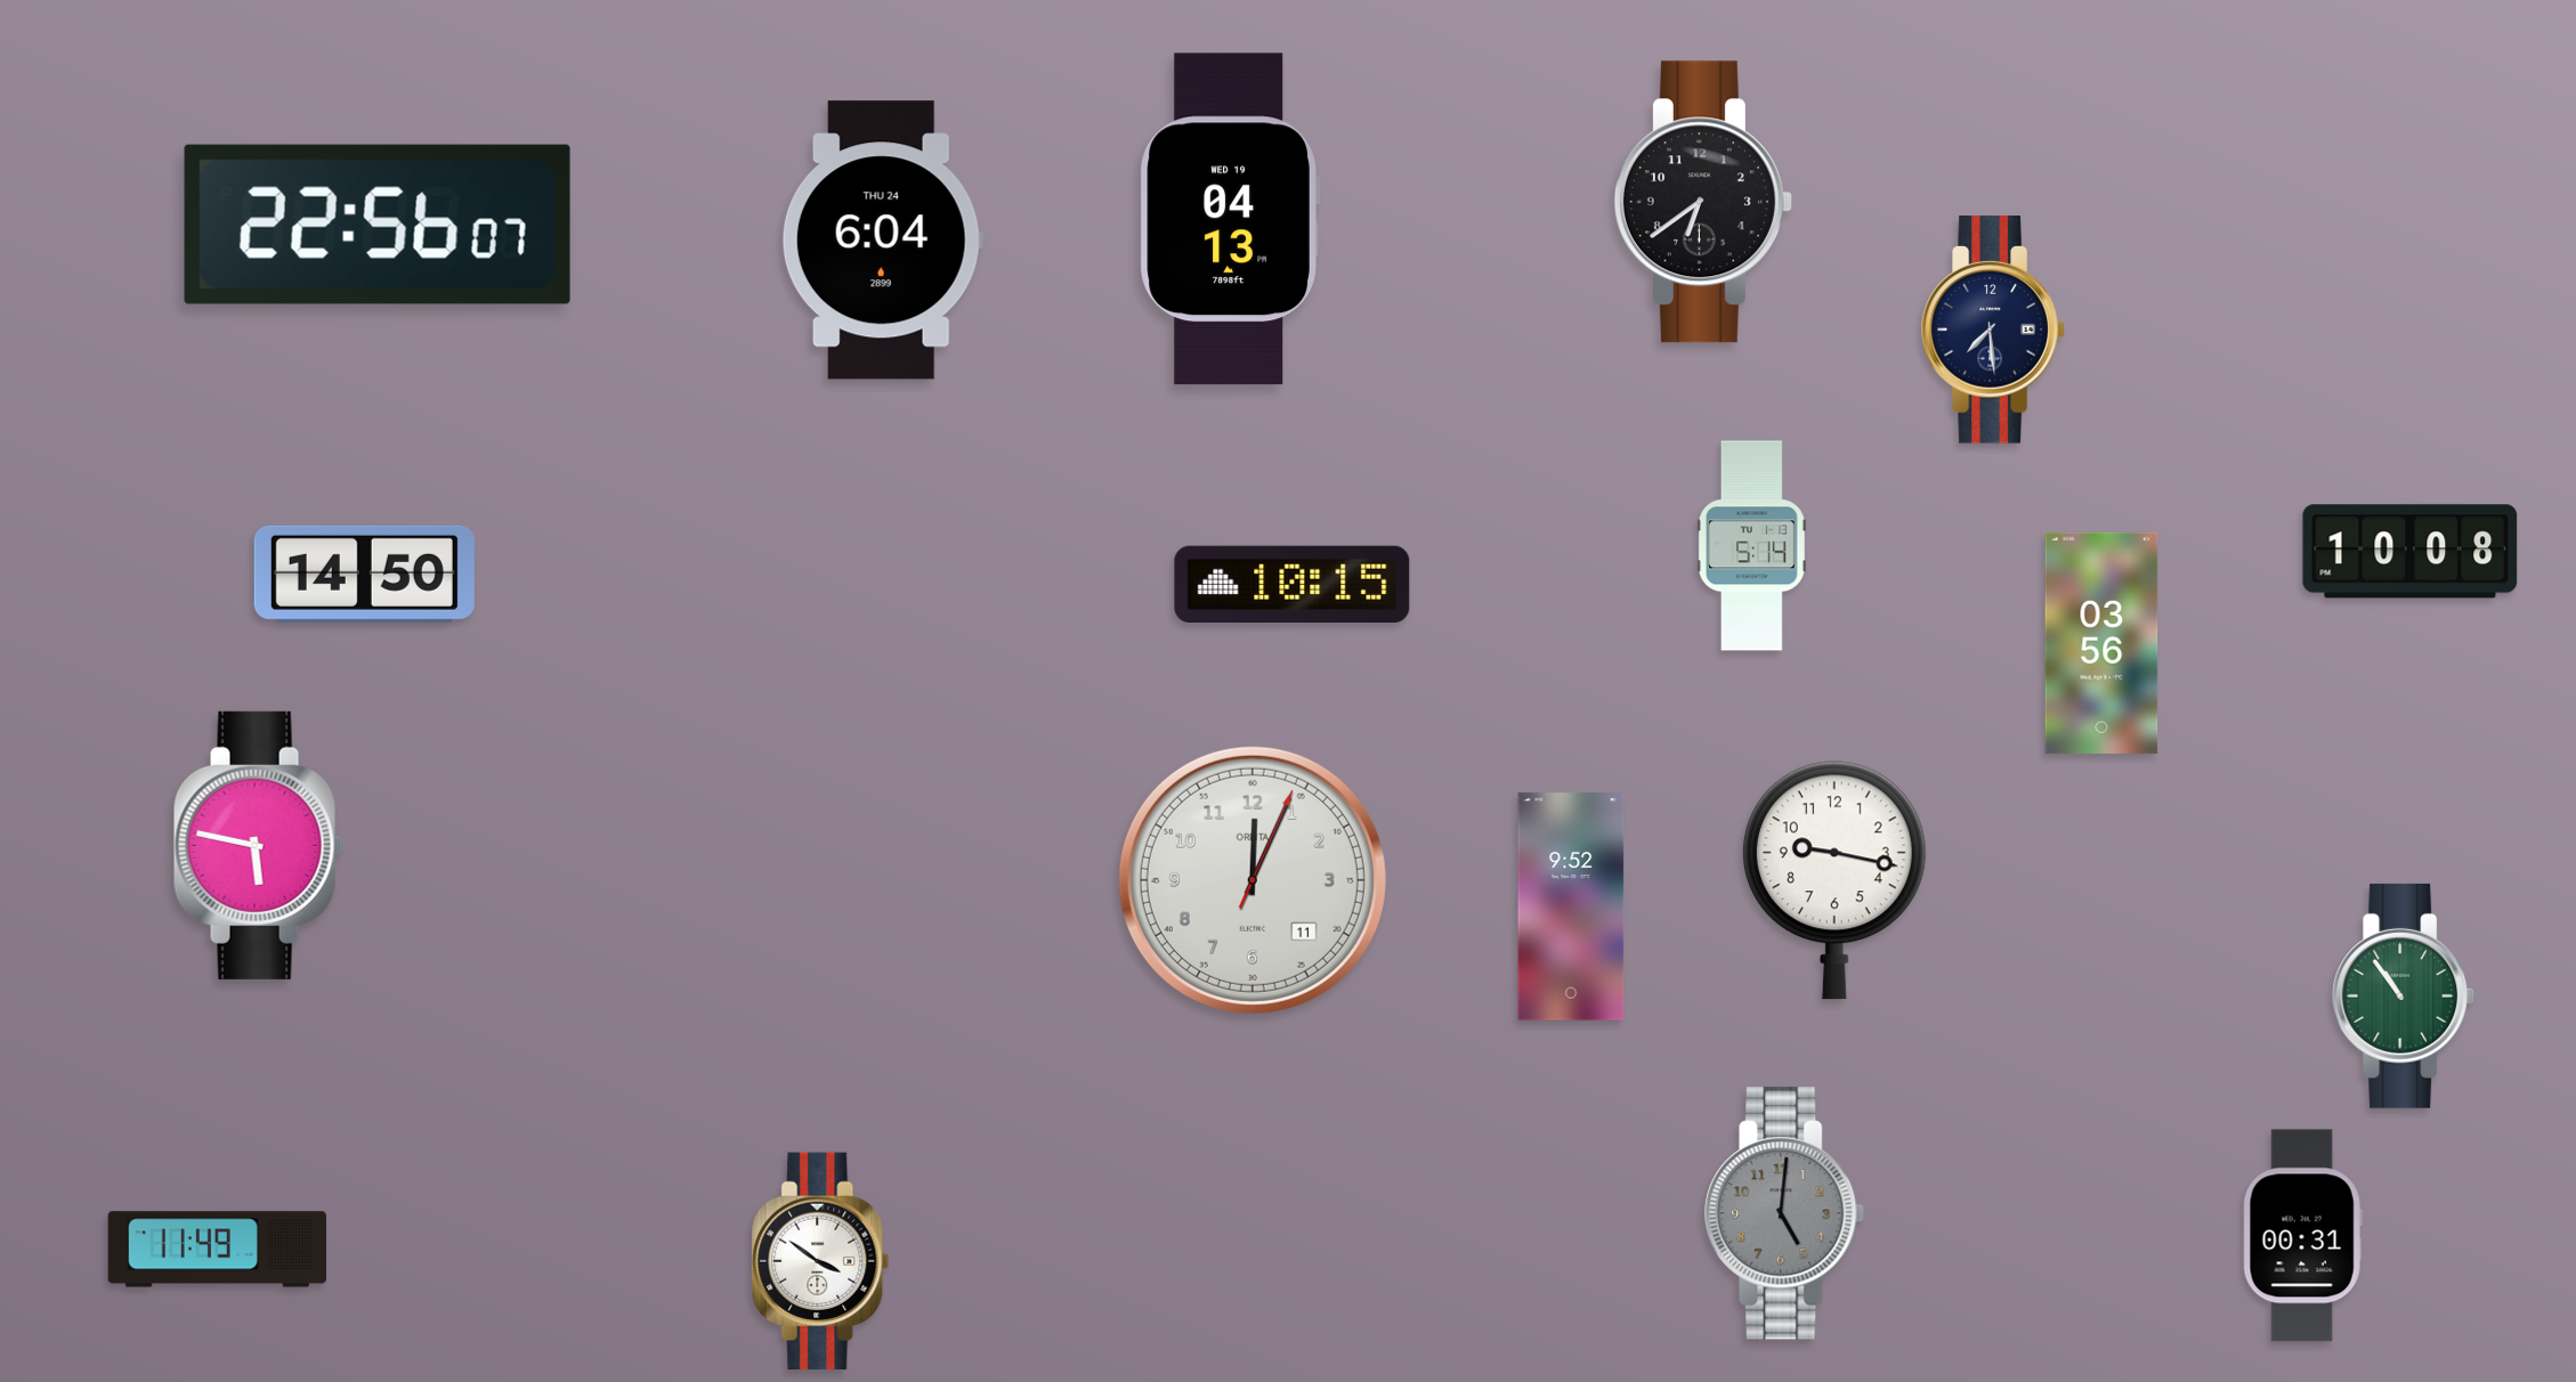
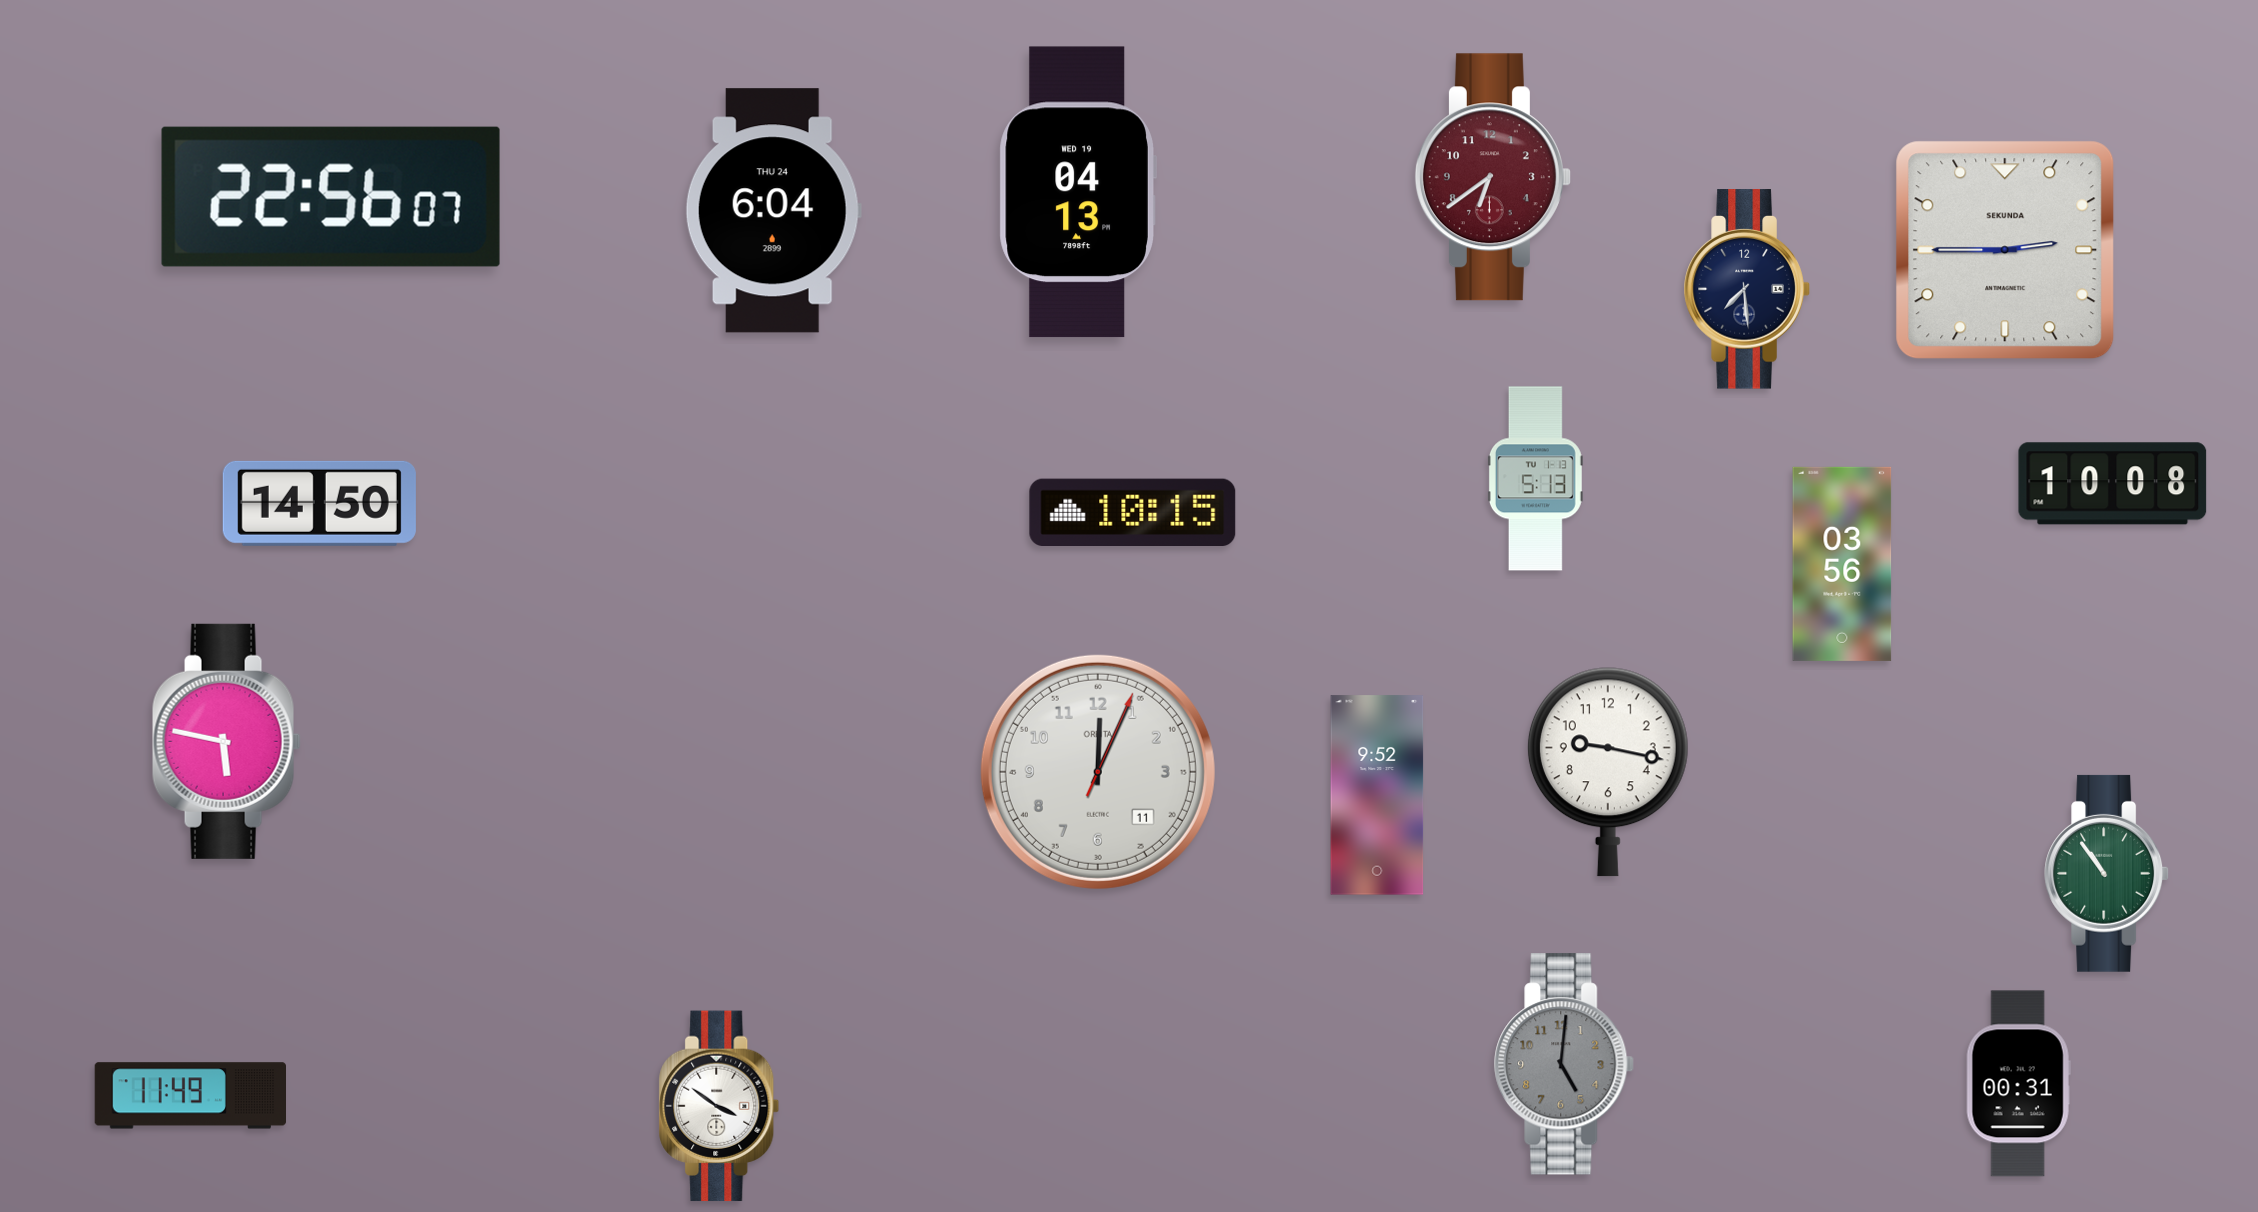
clock at (1703, 202) dial: black -> burgundy
clock at (2005, 250): none -> 2:45
clock at (1751, 546): 5:14 -> 5:13
